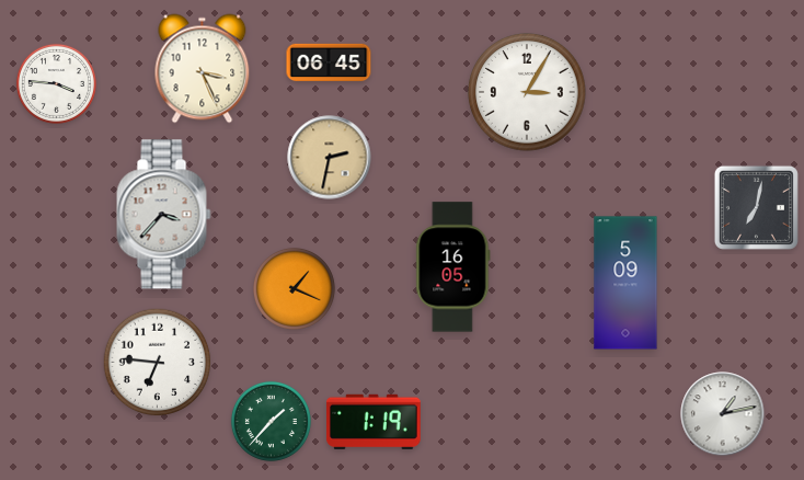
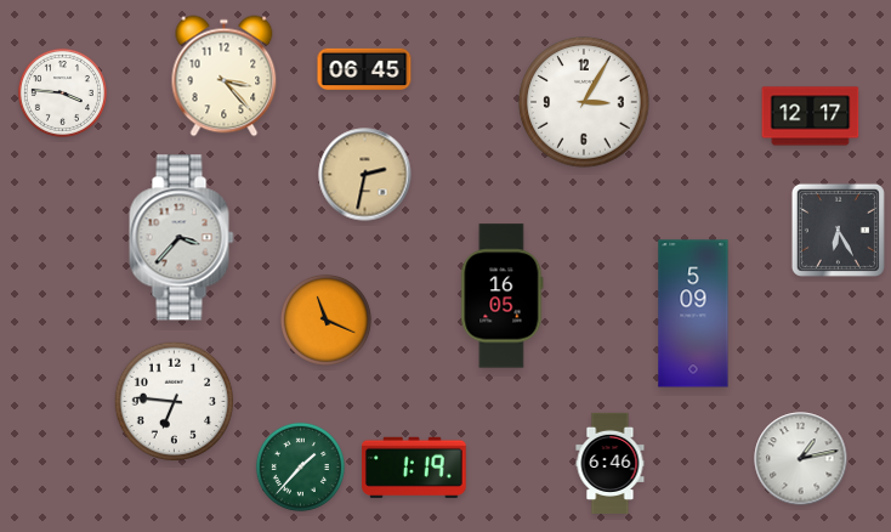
clock at (203, 69): 3:26 -> 3:23
clock at (811, 117): none -> 12:17
clock at (756, 207): 7:02 -> 6:25
clock at (294, 288): 1:19 -> 11:19
clock at (611, 463): none -> 6:46
